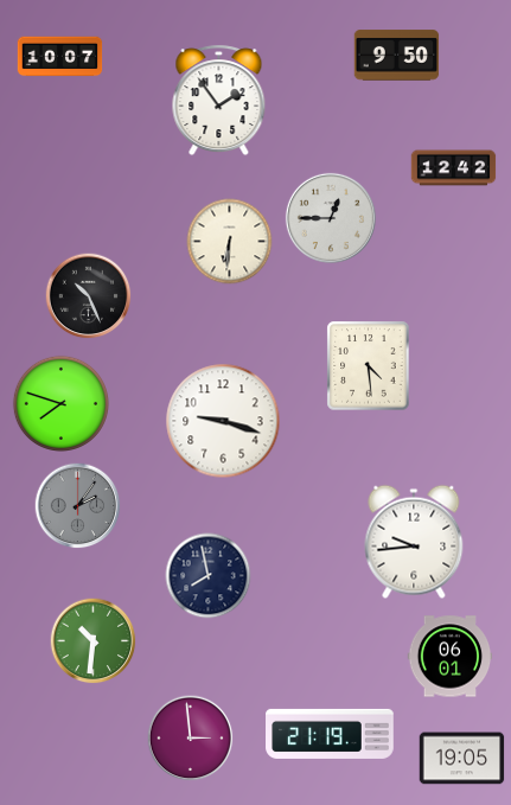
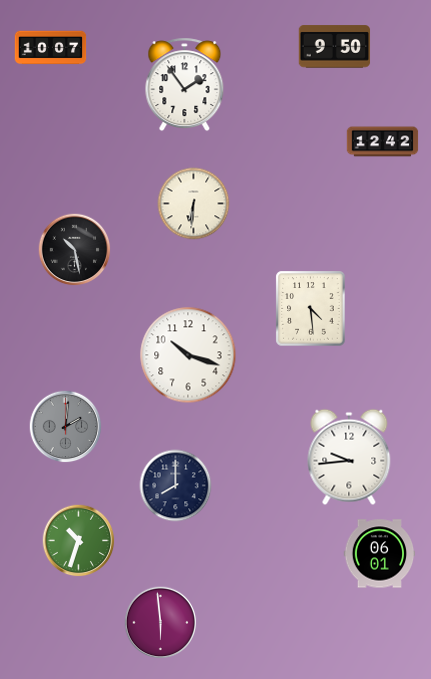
clock at (331, 218): 12:45 -> none
clock at (89, 296): 10:26 -> 10:28
clock at (60, 403): 7:48 -> none
clock at (223, 421): 9:18 -> 10:18
clock at (78, 506): 2:06 -> 2:01
clock at (209, 576): 7:58 -> 8:00
clock at (94, 641): 10:31 -> 10:33
clock at (330, 734): 21:19 -> none
clock at (191, 739): 2:59 -> 5:59
clock at (462, 759): 19:05 -> none
